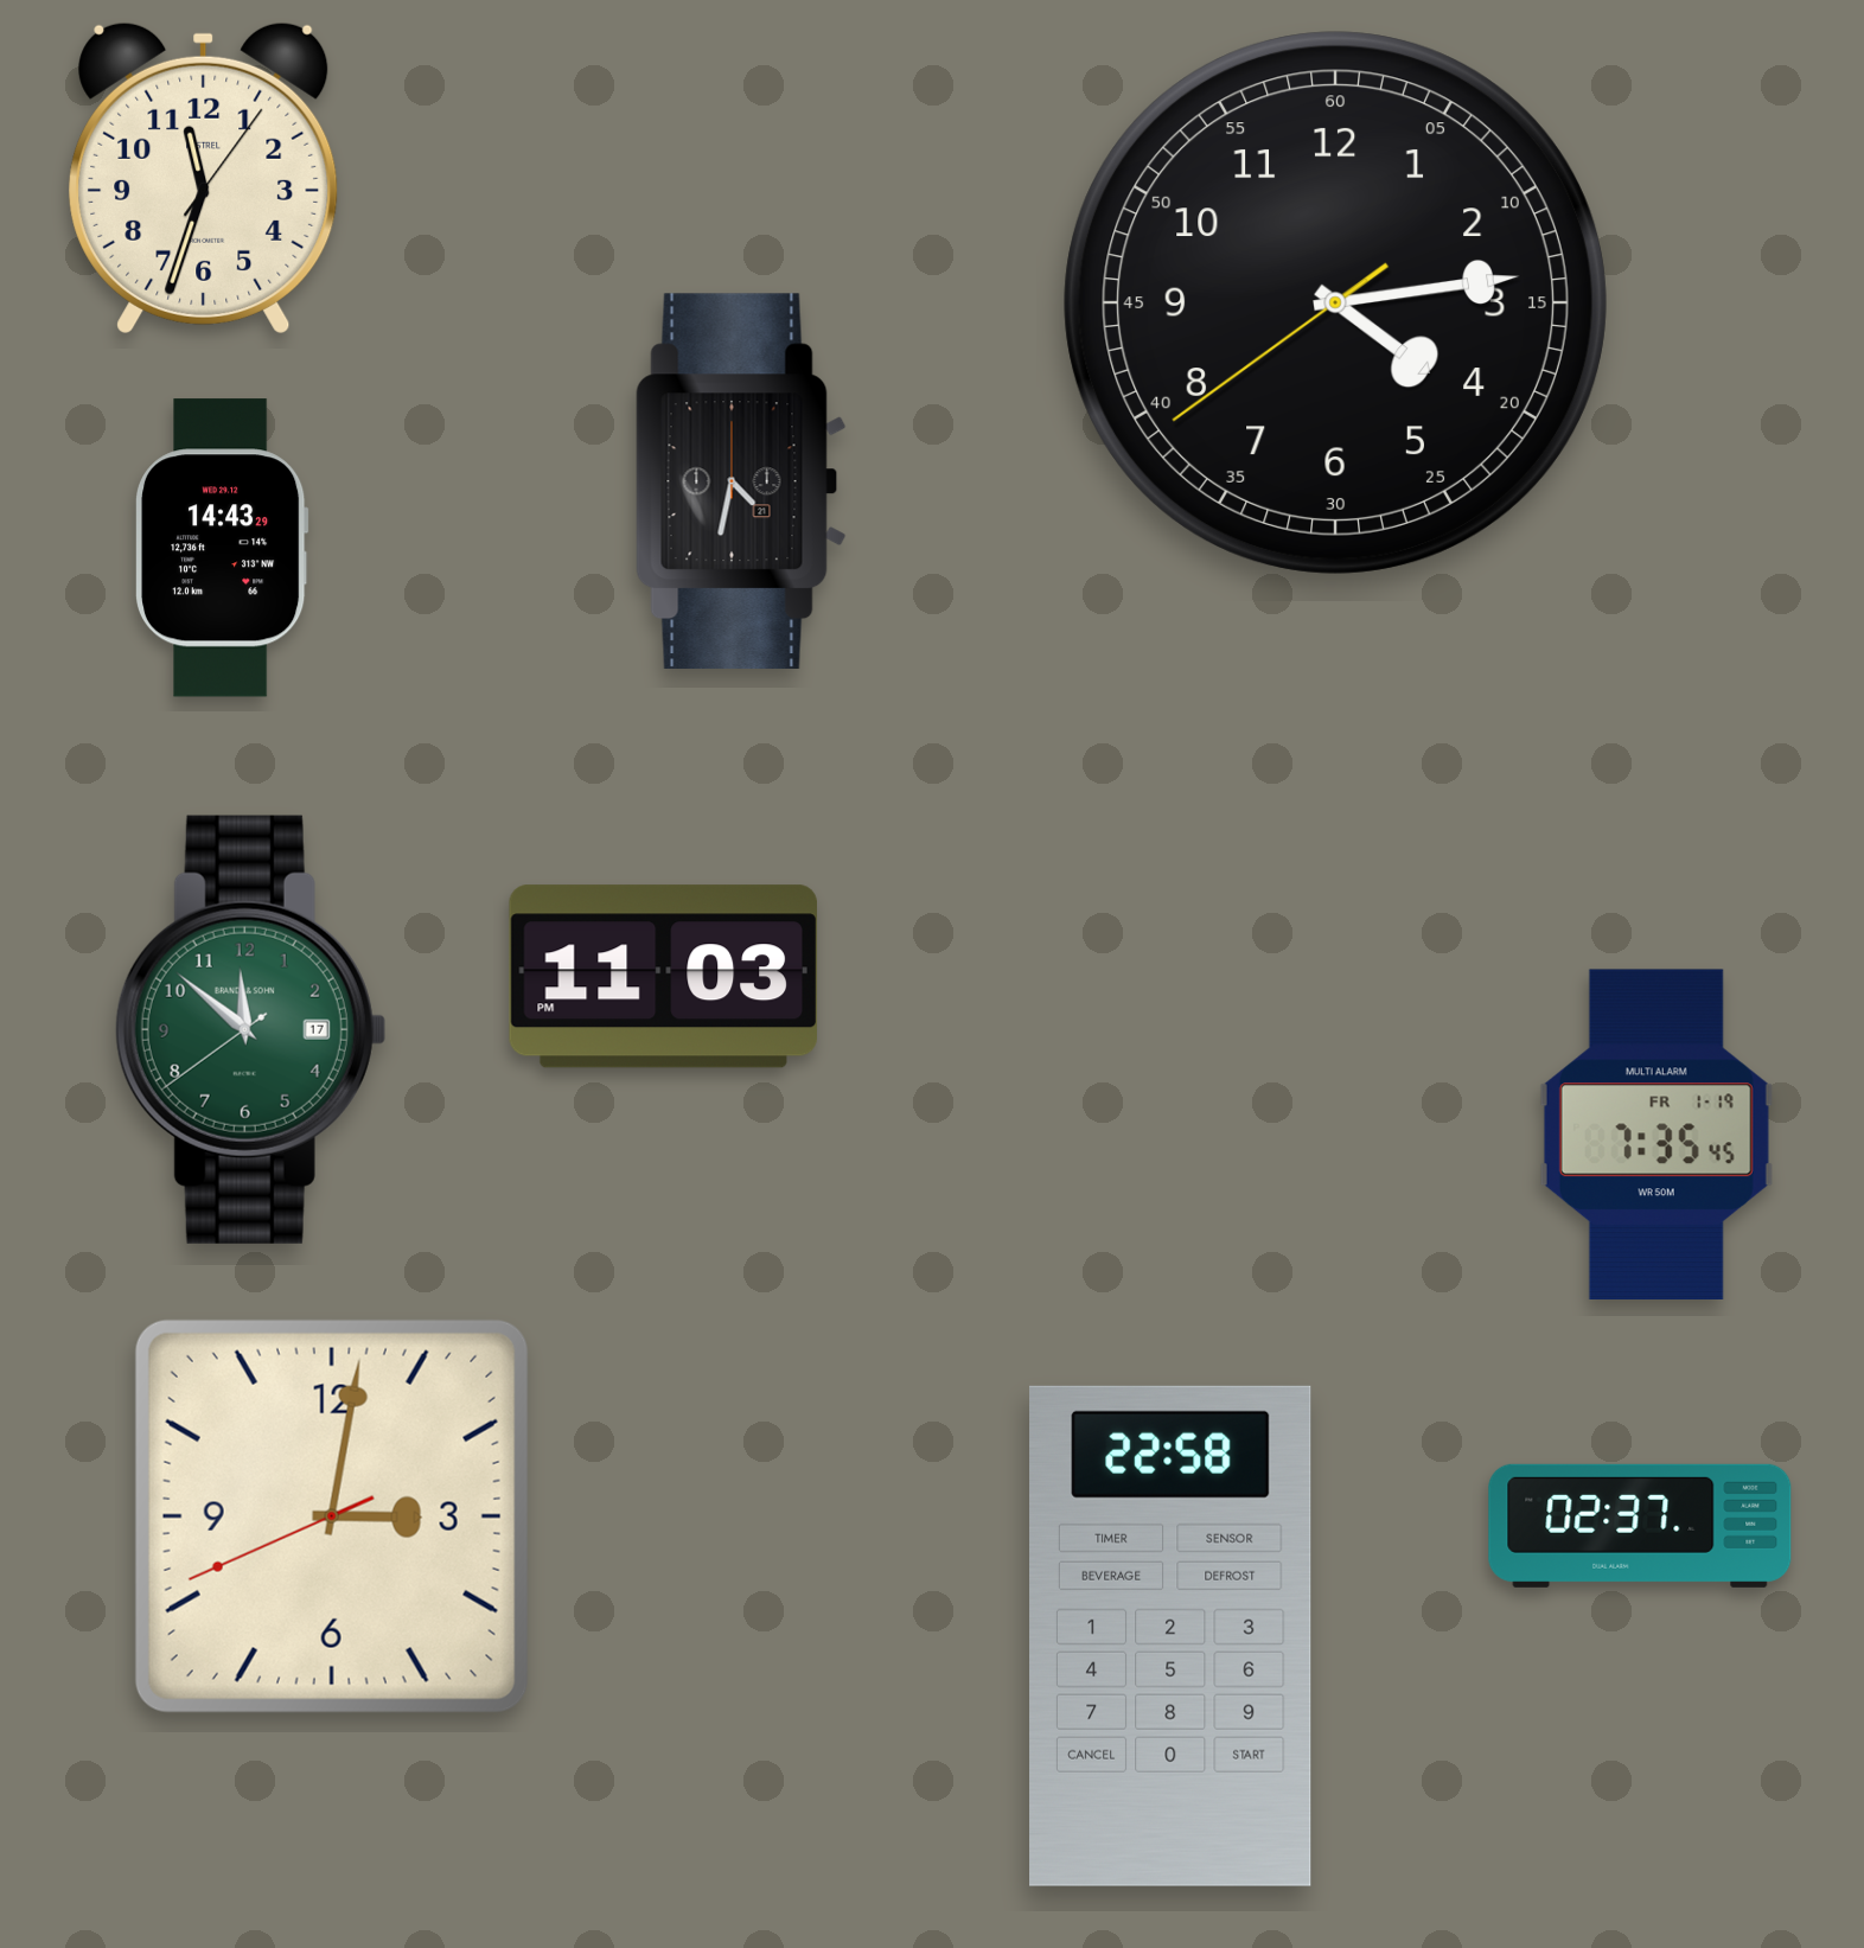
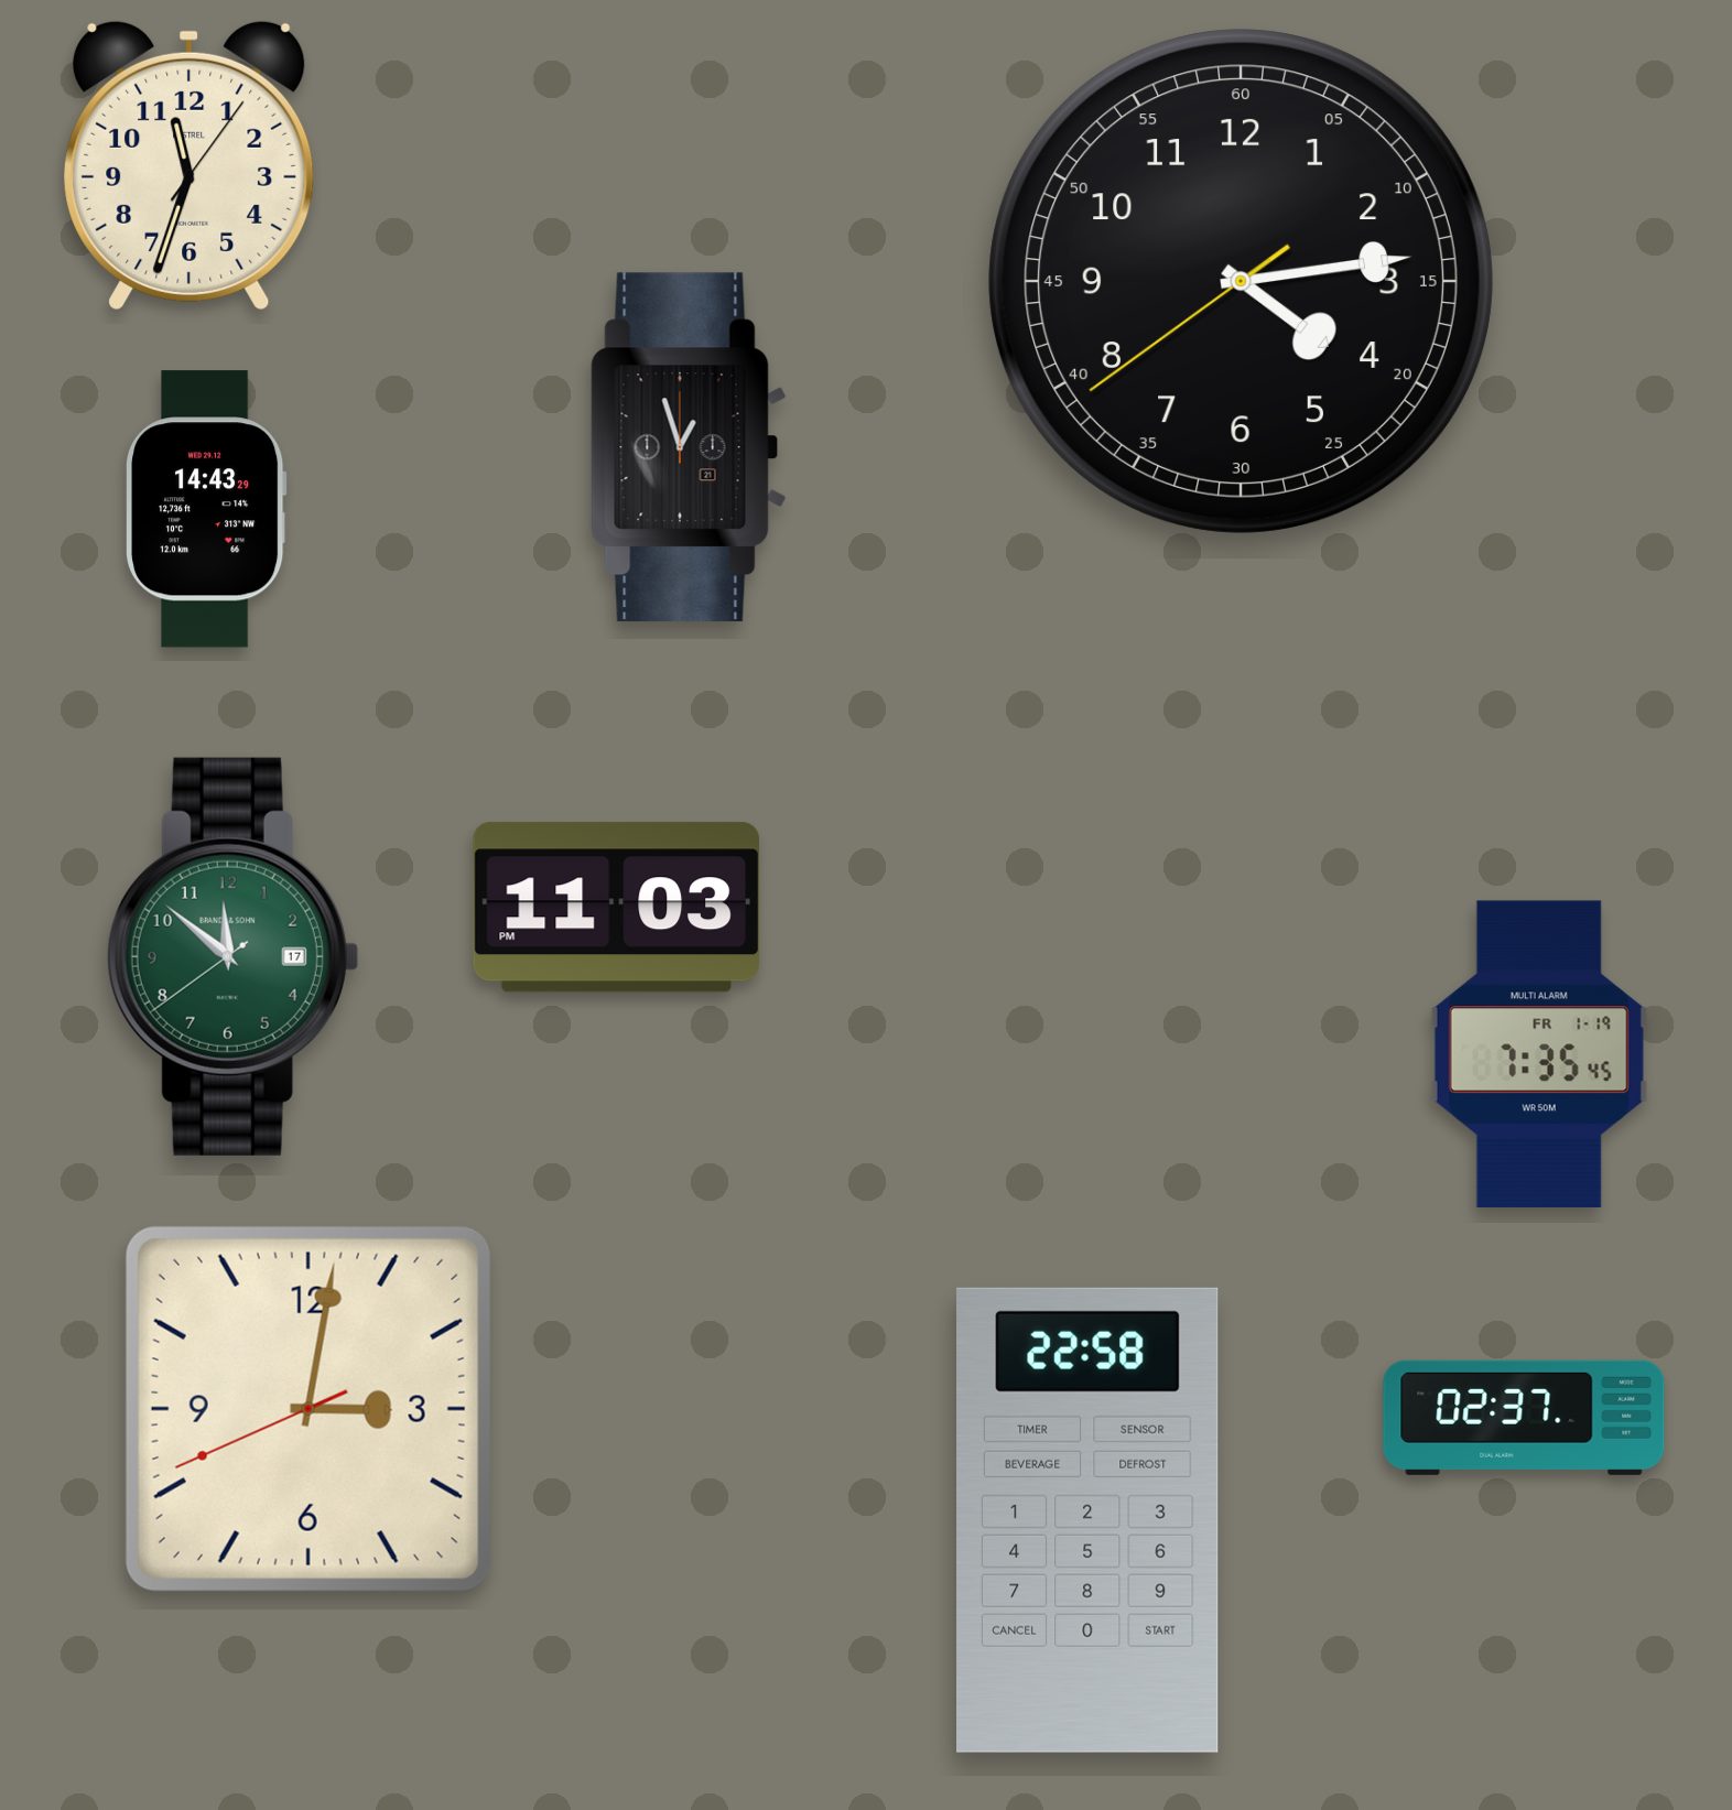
clock at (741, 481): 4:32 -> 12:57
